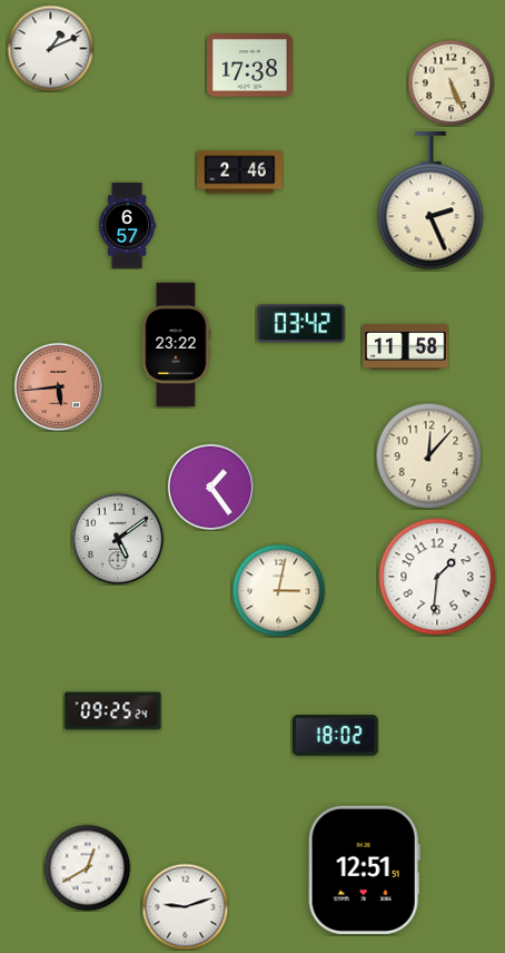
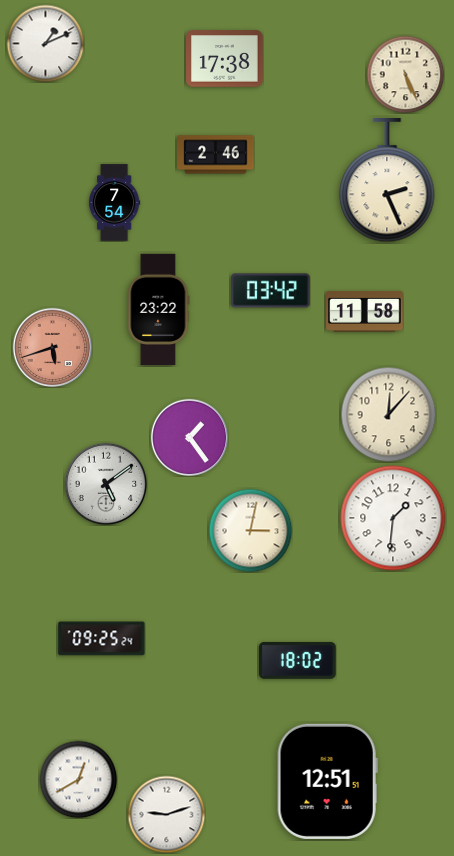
clock at (128, 226): 6:57 -> 7:54
clock at (58, 386): 5:44 -> 5:42
clock at (428, 455) position: (428, 455) -> (388, 414)
clock at (336, 735) position: (336, 735) -> (298, 660)
